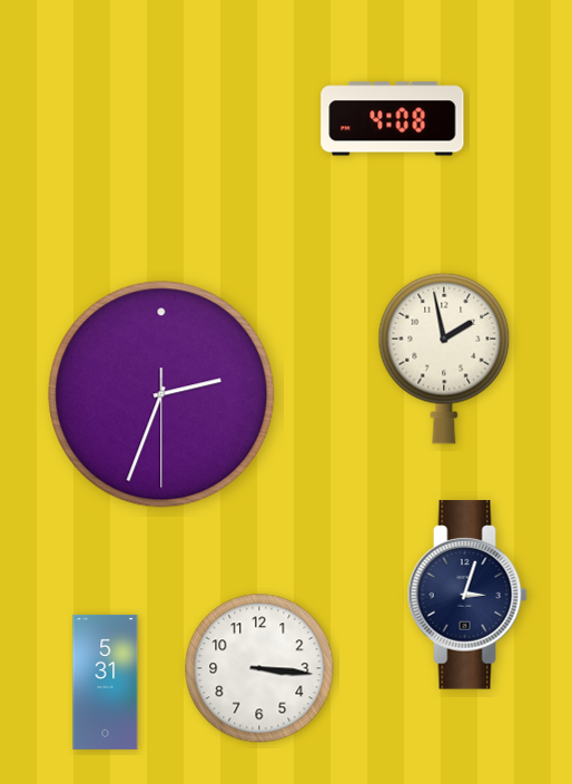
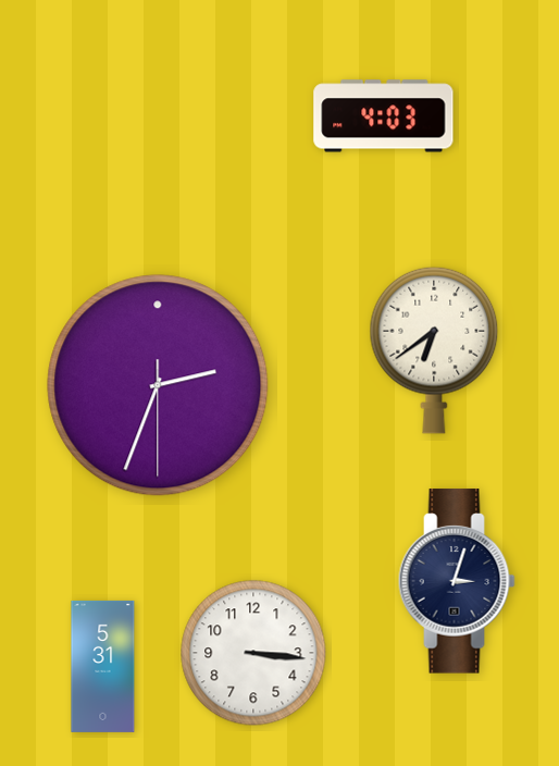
clock at (393, 119): 4:08 -> 4:03
clock at (444, 359): 1:58 -> 6:39
